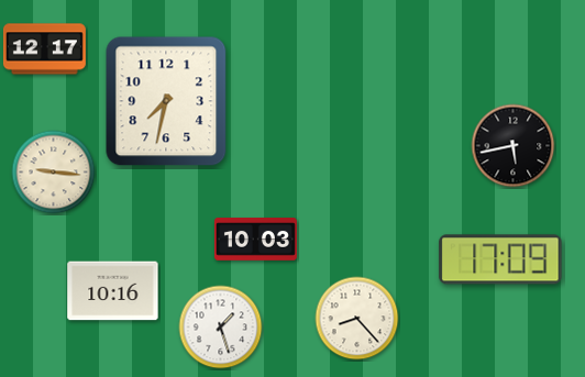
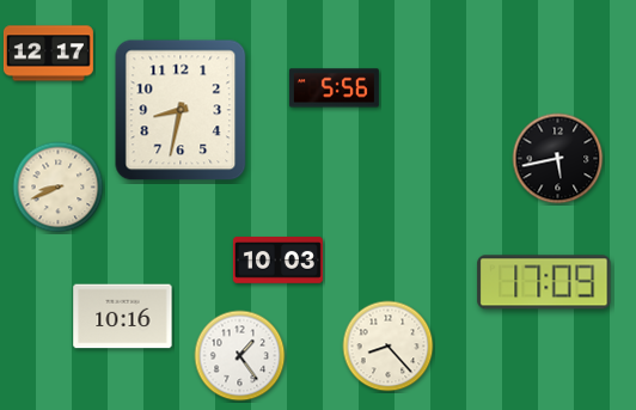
clock at (334, 88): none -> 5:56
clock at (166, 101): 7:32 -> 8:32
clock at (54, 173): 9:16 -> 8:41
clock at (221, 328): 1:27 -> 1:24
